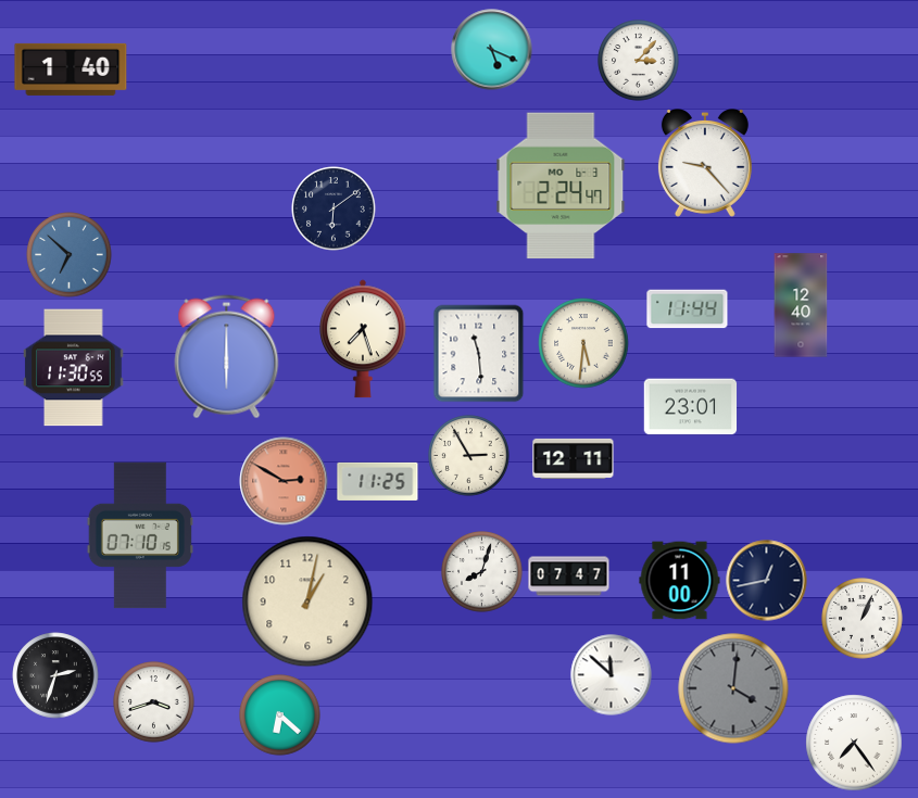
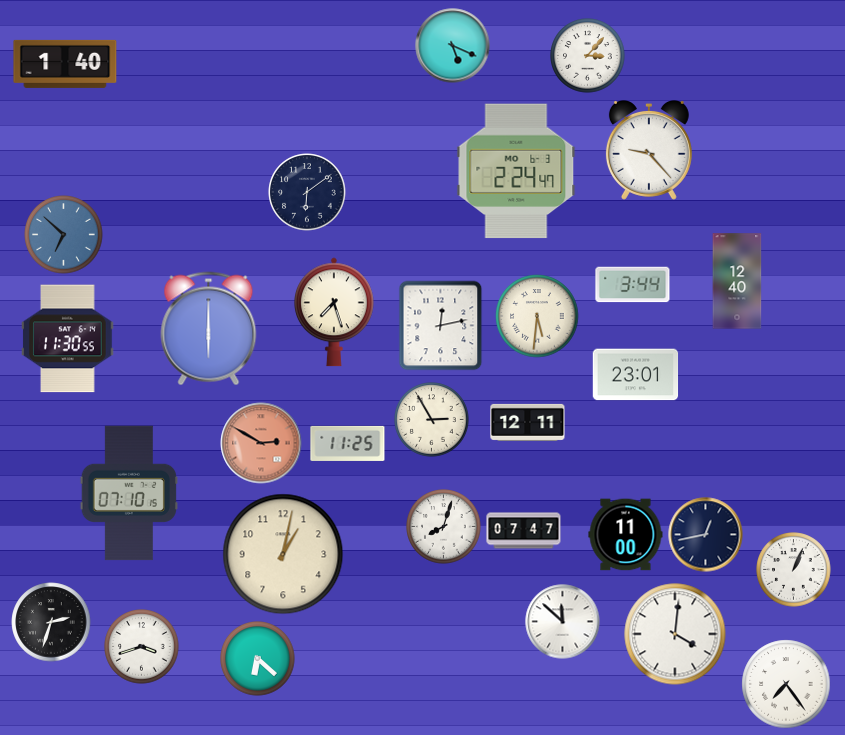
clock at (688, 309): 11:44 -> 3:44
clock at (479, 354): 11:29 -> 12:13
clock at (733, 688) dial: grey -> white
